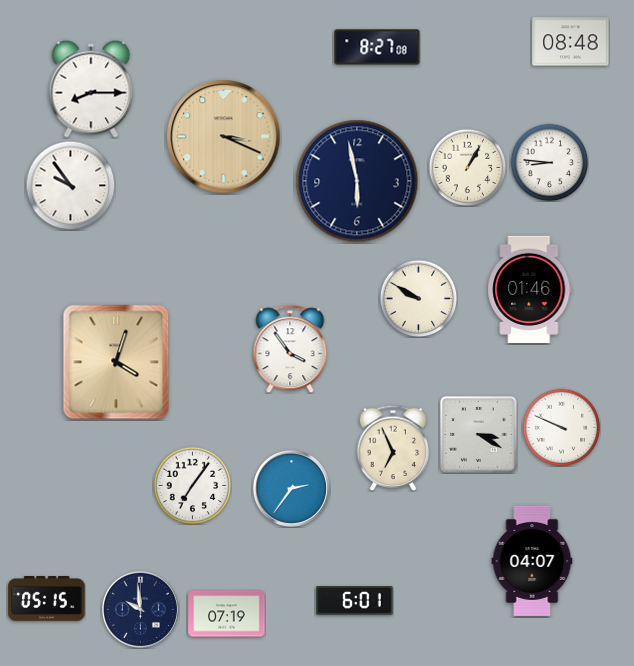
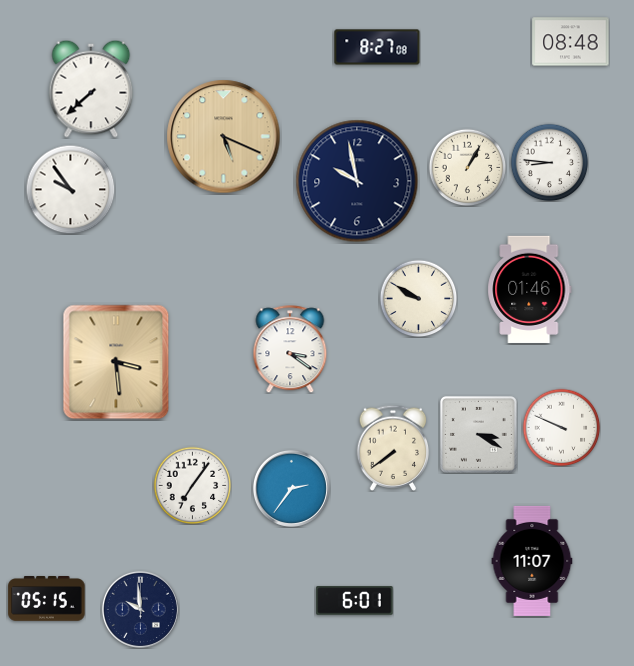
clock at (91, 89): 8:15 -> 7:38
clock at (224, 137): 3:19 -> 5:19
clock at (357, 181): 5:58 -> 9:58
clock at (70, 185) position: (70, 185) -> (70, 189)
clock at (290, 349): 3:54 -> 3:21
clock at (116, 362): 4:03 -> 3:29
clock at (393, 448): 6:56 -> 7:39
clock at (532, 561): 04:07 -> 11:07
clock at (227, 614): 07:19 -> none
